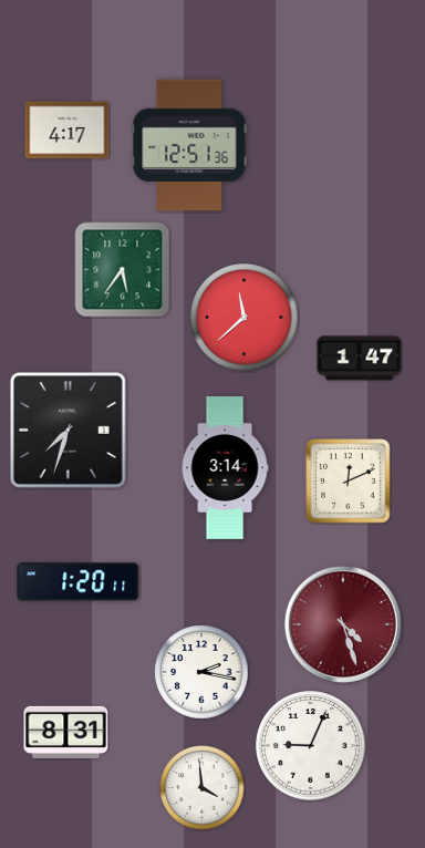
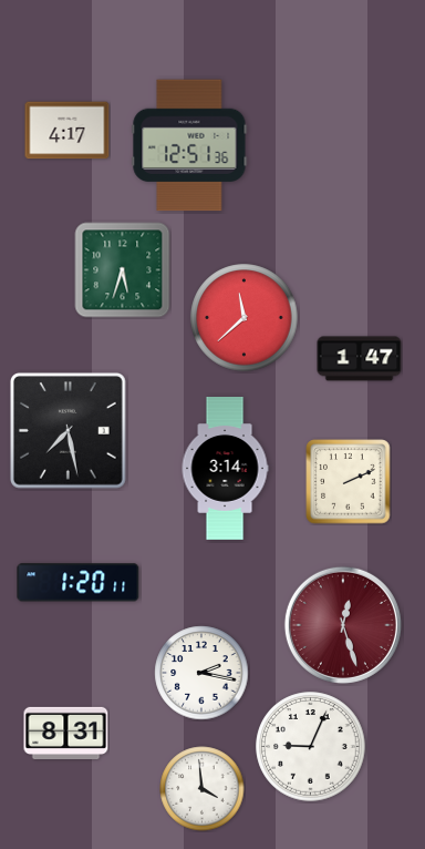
clock at (123, 270): 5:36 -> 5:33
clock at (68, 430): 7:33 -> 7:28
clock at (349, 482): 12:11 -> 2:11
clock at (343, 624): 4:27 -> 12:27
